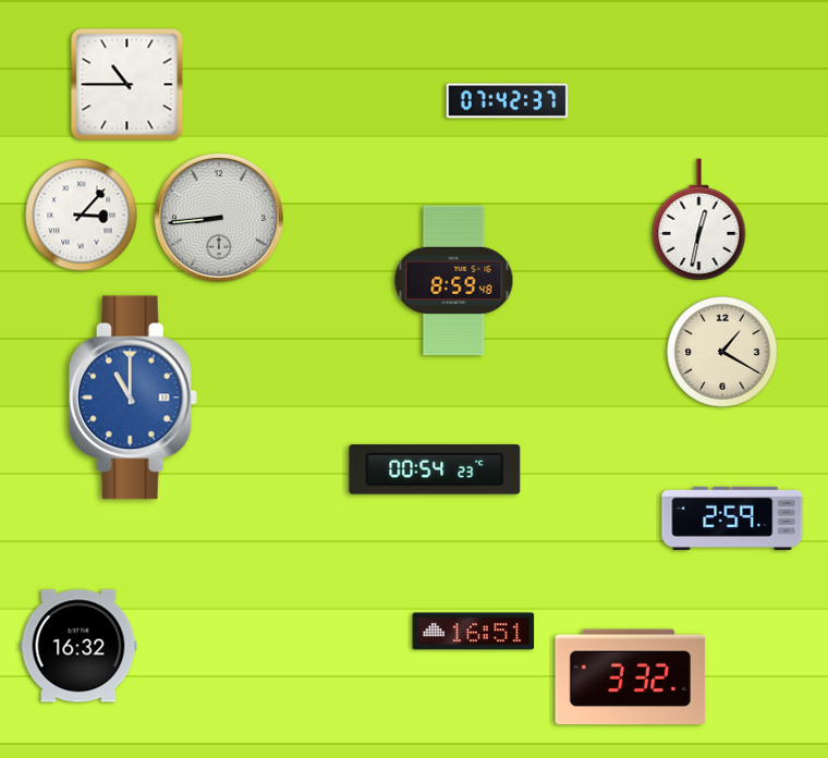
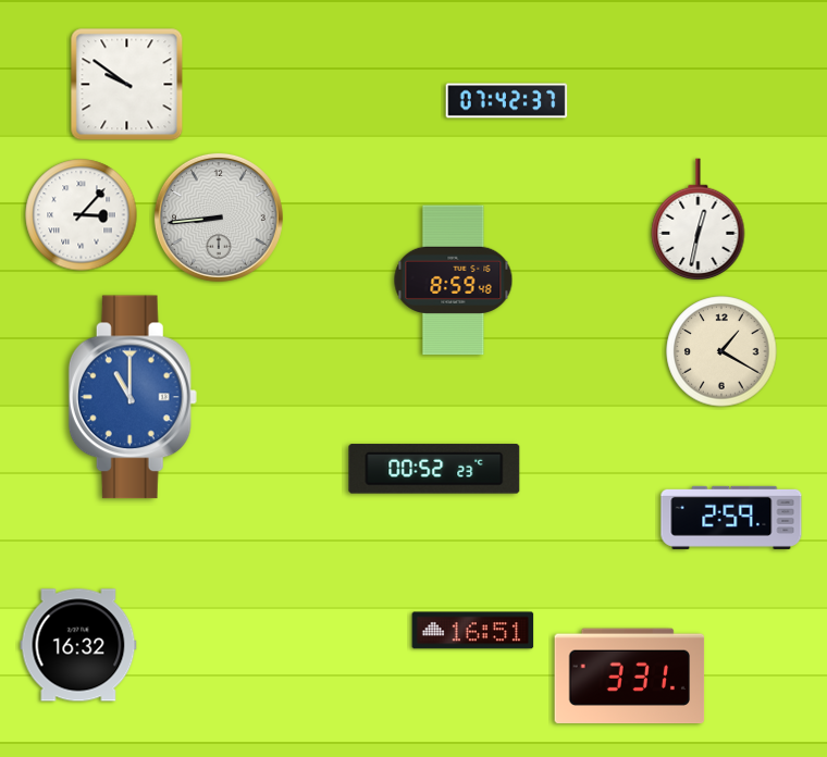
clock at (127, 85): 10:45 -> 9:51
clock at (435, 469): 00:54 -> 00:52
clock at (631, 677): 3:32 -> 3:31
